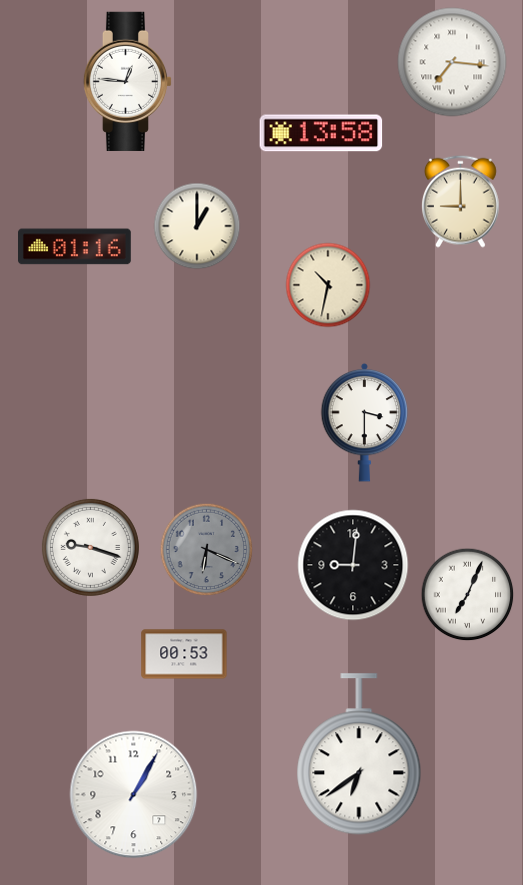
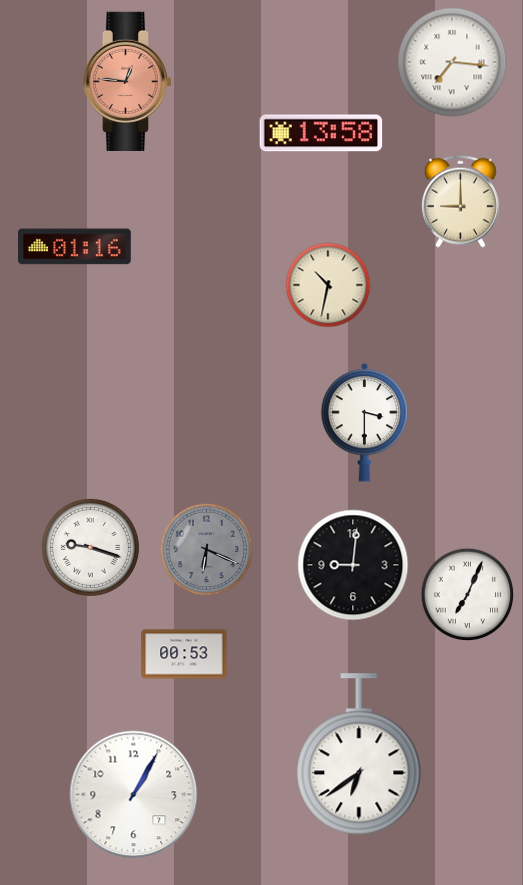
clock at (128, 81) dial: white -> salmon
clock at (197, 226): 1:00 -> none
